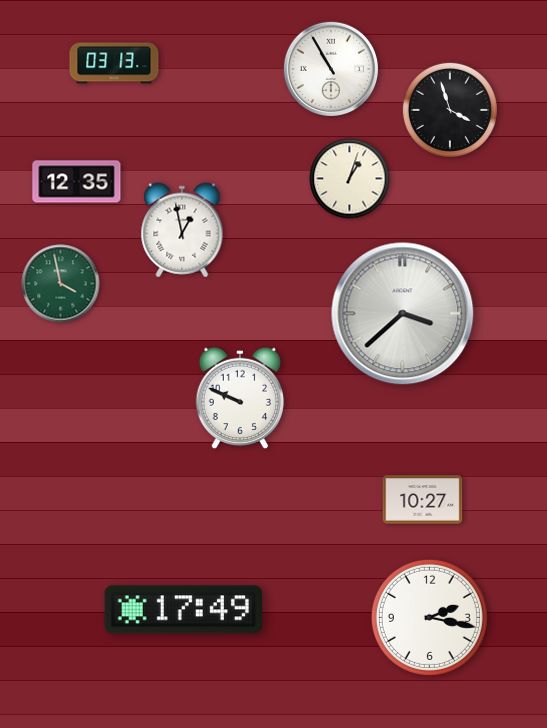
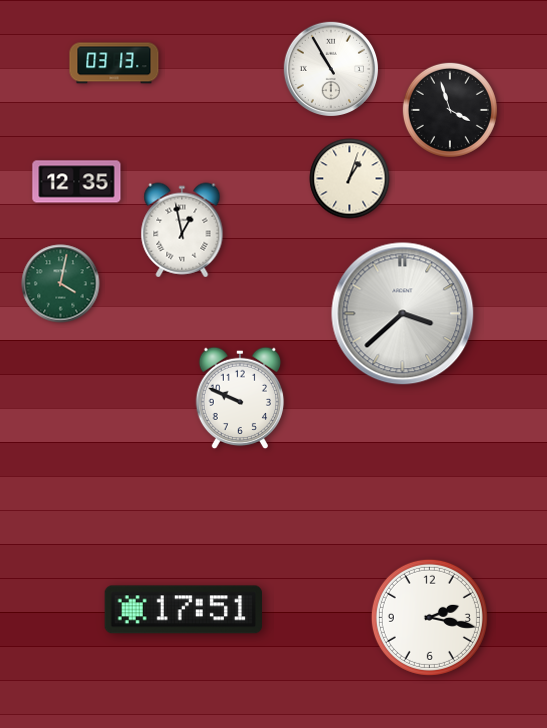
clock at (61, 284): 3:58 -> 4:02
clock at (423, 500): 10:27 -> none
clock at (183, 610): 17:49 -> 17:51
